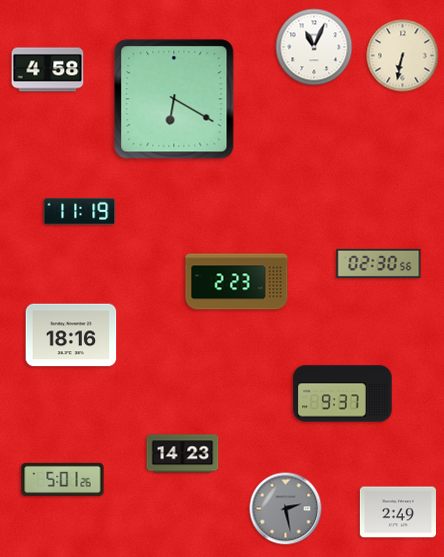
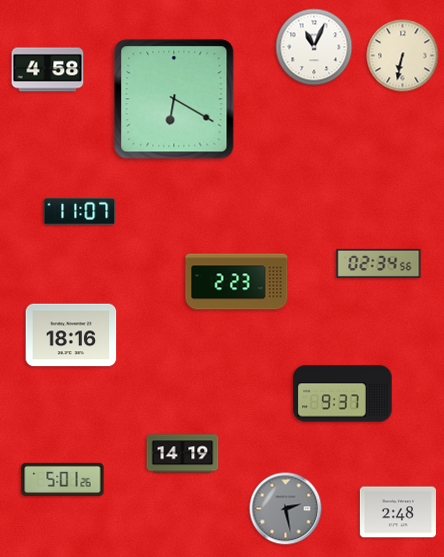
clock at (80, 212): 11:19 -> 11:07
clock at (379, 263): 02:30 -> 02:34
clock at (183, 454): 14:23 -> 14:19
clock at (398, 512): 2:49 -> 2:48
